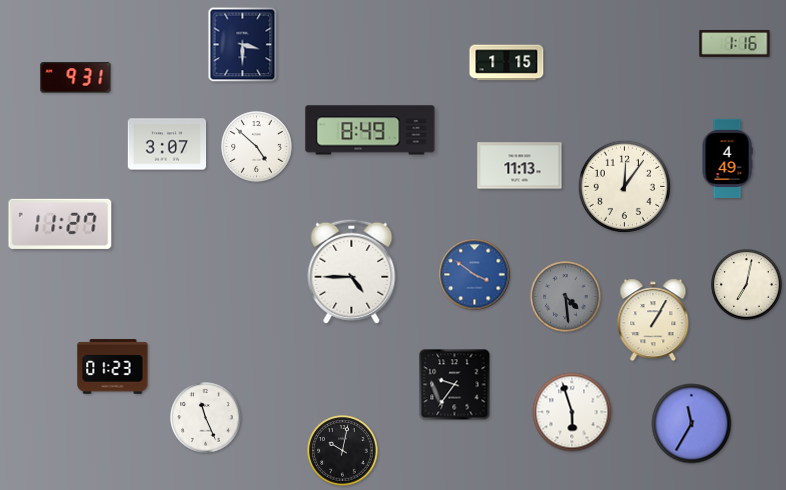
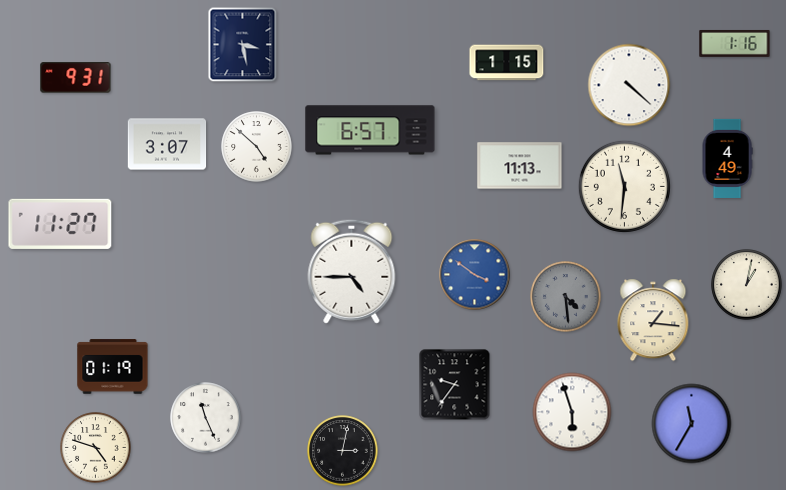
clock at (243, 45): 3:30 -> 3:28
clock at (629, 85): none -> 4:22
clock at (370, 130): 8:49 -> 6:57
clock at (624, 186): 12:06 -> 11:31
clock at (747, 285): 7:02 -> 1:02
clock at (653, 320): 1:05 -> 1:16
clock at (113, 367): 01:23 -> 01:19
clock at (96, 448): none -> 4:48
clock at (343, 451): 10:02 -> 3:02
